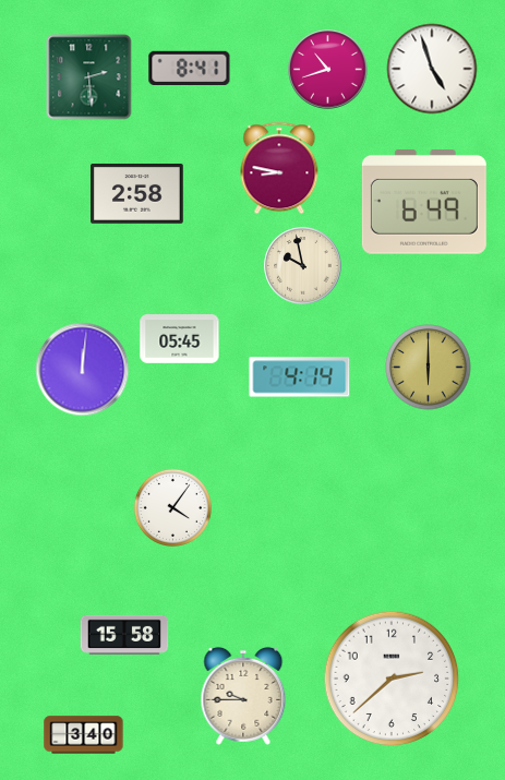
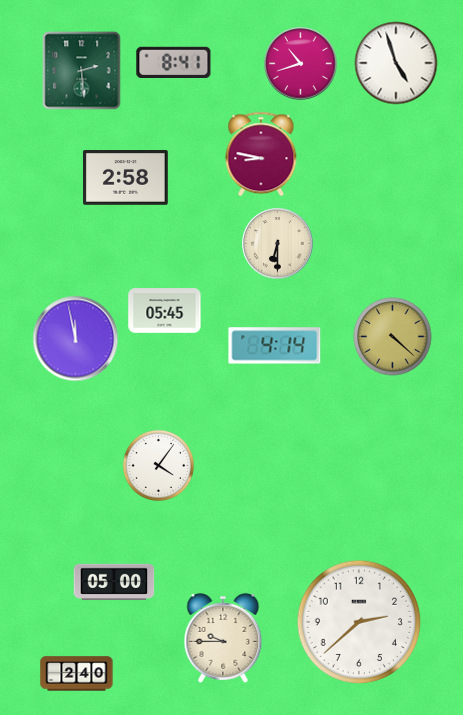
clock at (279, 168) position: (279, 168) -> (261, 154)
clock at (424, 203): 6:49 -> none
clock at (303, 266): 9:58 -> 6:30
clock at (429, 368): 6:00 -> 4:22
clock at (83, 370): 12:01 -> 11:58
clock at (124, 635): 15:58 -> 05:00
clock at (84, 735): 3:40 -> 2:40
